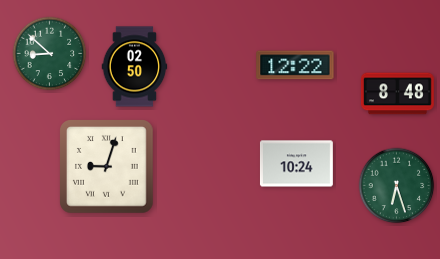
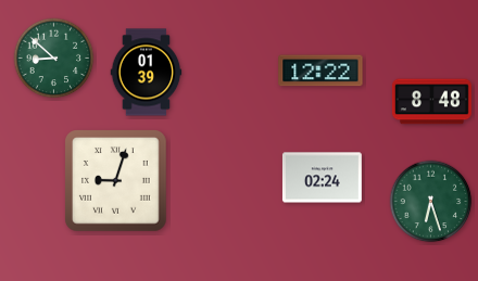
clock at (135, 67): 02:50 -> 01:39
clock at (296, 164): 10:24 -> 02:24
